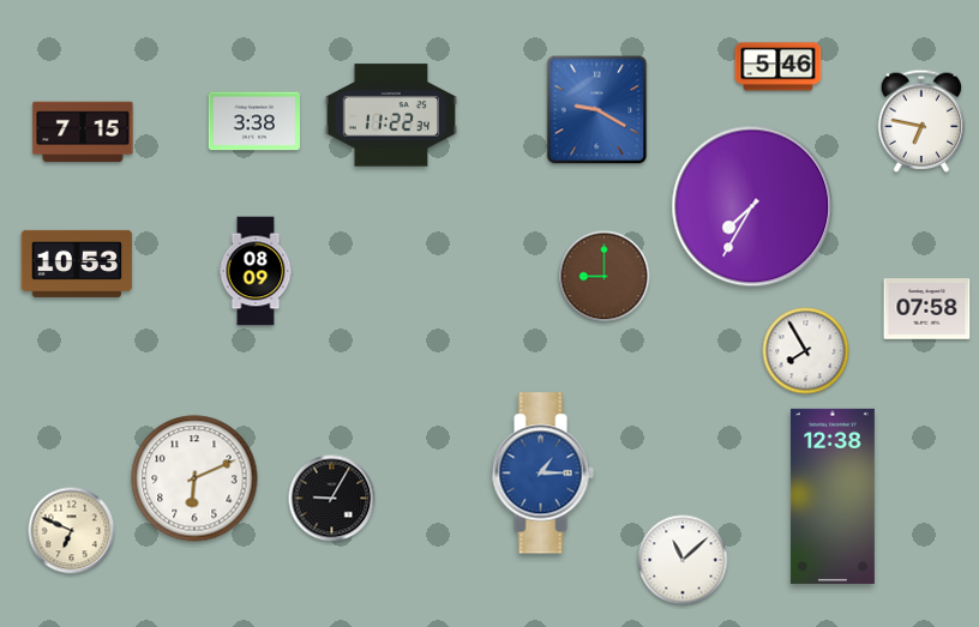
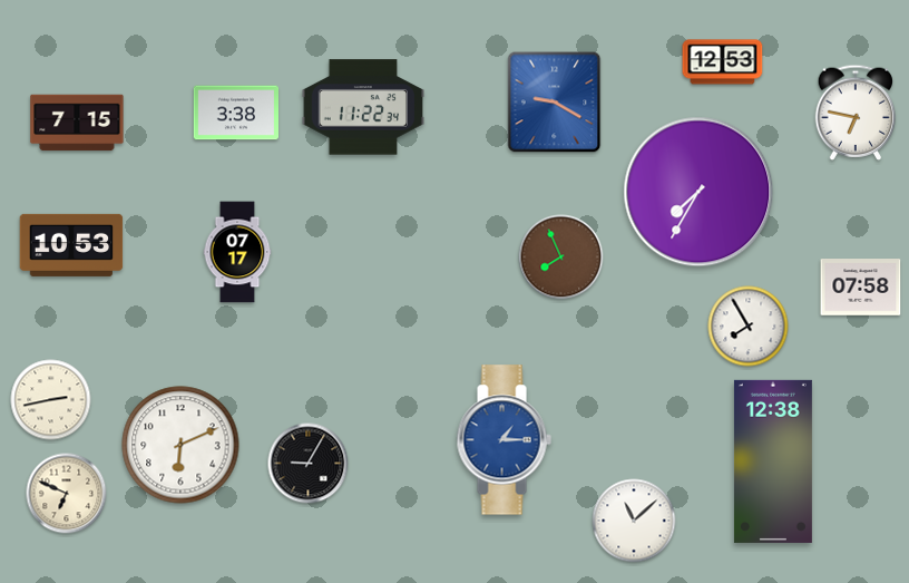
clock at (779, 67): 5:46 -> 12:53
clock at (256, 271): 08:09 -> 07:17
clock at (605, 277): 9:00 -> 7:56
clock at (51, 400): none -> 2:43
